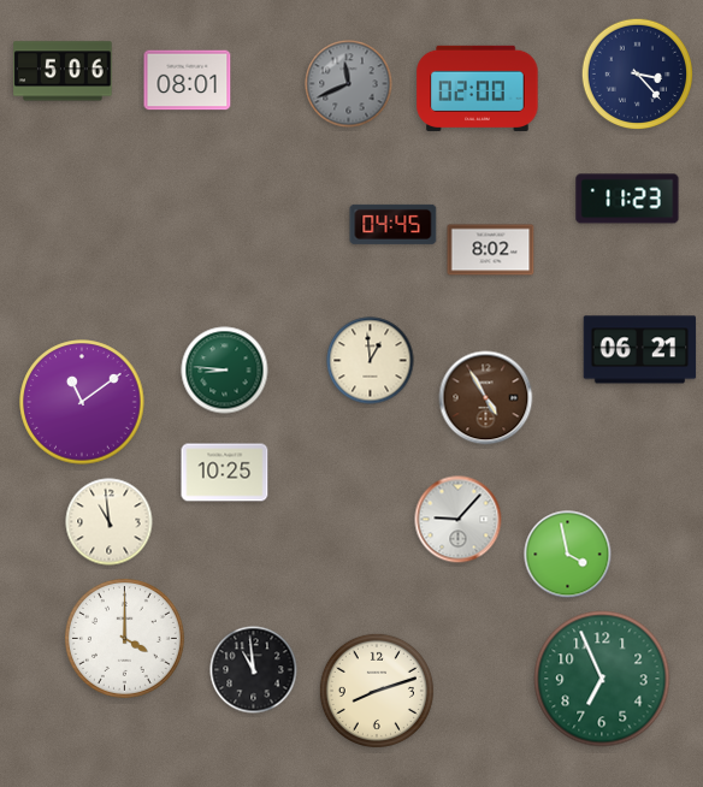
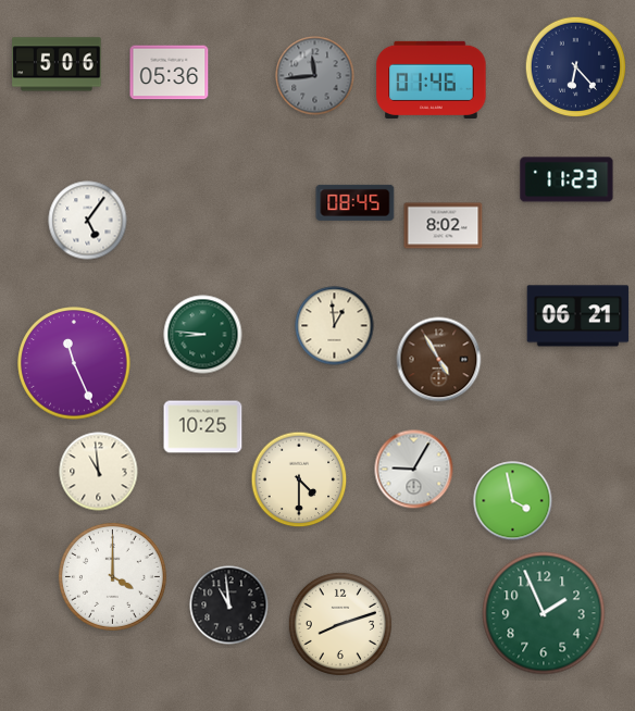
clock at (638, 75): 3:23 -> 6:23
clock at (188, 81): 08:01 -> 05:36
clock at (349, 84): 11:41 -> 11:44
clock at (478, 88): 02:00 -> 01:46
clock at (394, 224): 04:45 -> 08:45
clock at (88, 221): none -> 5:06
clock at (82, 402): 11:09 -> 11:26
clock at (459, 520): 9:07 -> 9:05
clock at (299, 479): none -> 4:30
clock at (602, 679): 6:56 -> 1:56
